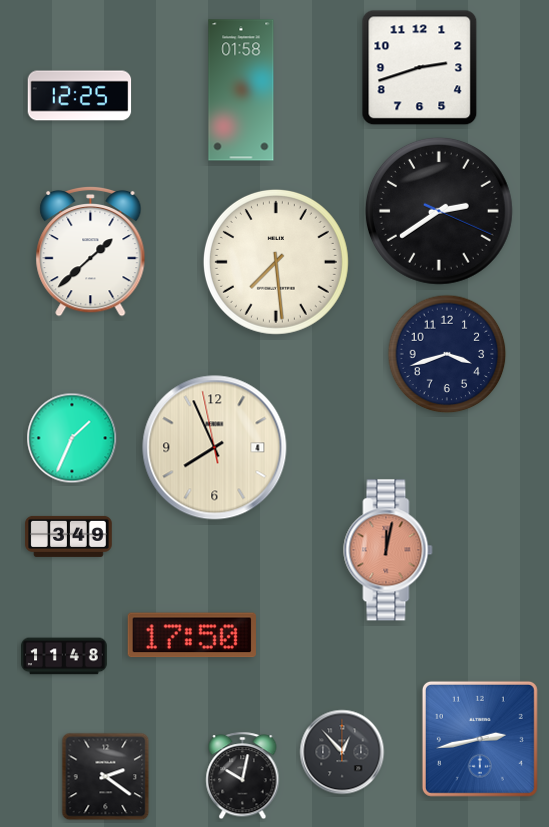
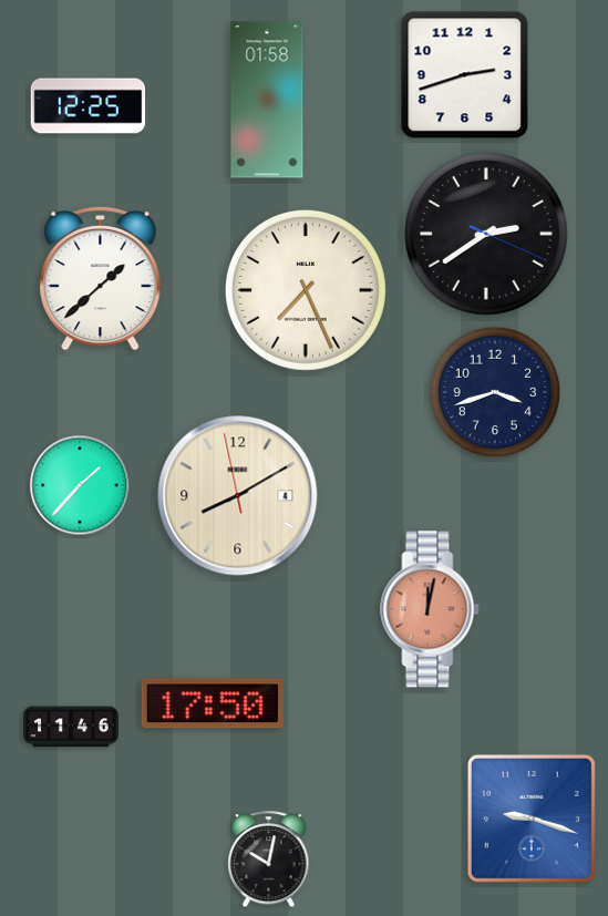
clock at (276, 262): 7:29 -> 7:26
clock at (72, 438): 1:34 -> 1:37
clock at (215, 448): 7:55 -> 8:09
clock at (69, 536): 3:49 -> none
clock at (64, 656): 11:48 -> 11:46
clock at (480, 739): 2:43 -> 9:18
clock at (342, 752): 12:53 -> none
clock at (106, 777): 2:21 -> none
